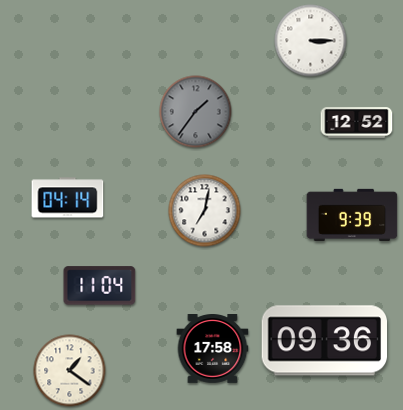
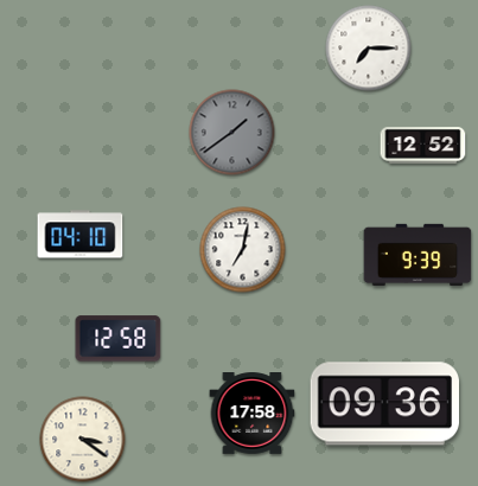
clock at (311, 41): 3:15 -> 7:15
clock at (196, 112): 1:36 -> 1:39
clock at (68, 198): 04:14 -> 04:10
clock at (100, 286): 11:04 -> 12:58
clock at (70, 371): 1:21 -> 3:21
